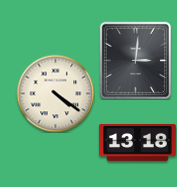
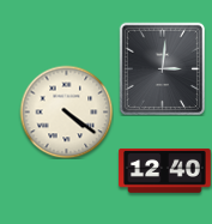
clock at (136, 60) position: (136, 60) -> (163, 68)
clock at (138, 142): 13:18 -> 12:40
